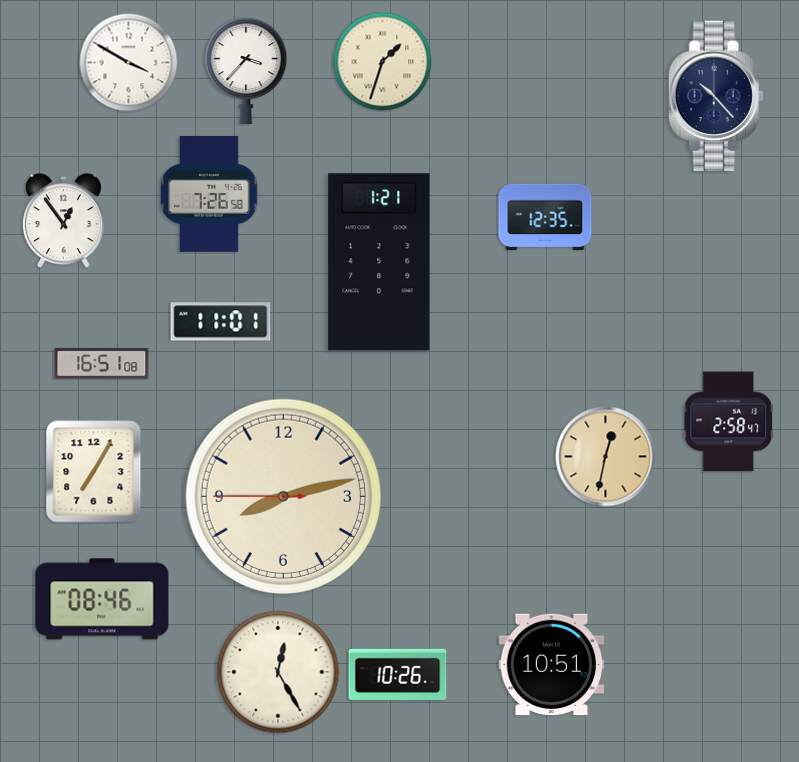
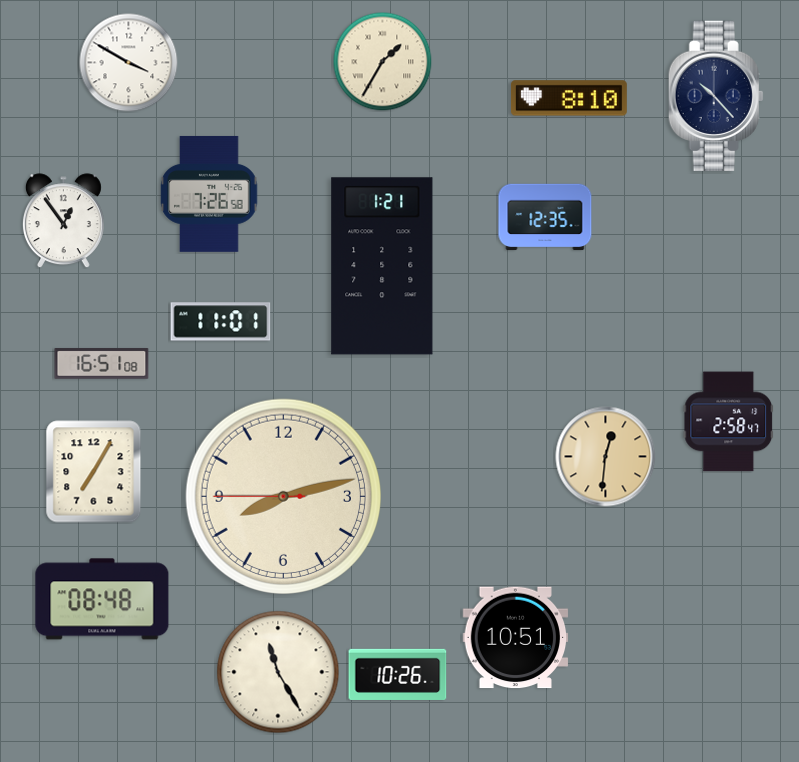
clock at (383, 62): 1:33 -> 1:35
clock at (246, 71): 3:37 -> none
clock at (569, 98): none -> 8:10
clock at (379, 262) position: (379, 262) -> (382, 266)
clock at (606, 457): 12:32 -> 12:31
clock at (102, 599): 08:46 -> 08:48
clock at (552, 665) position: (552, 665) -> (516, 638)
clock at (278, 672): 12:25 -> 11:25
